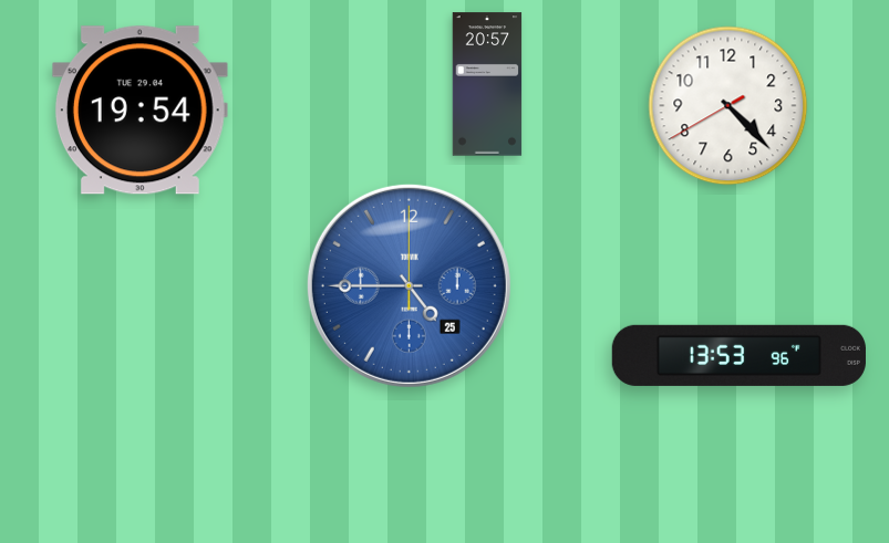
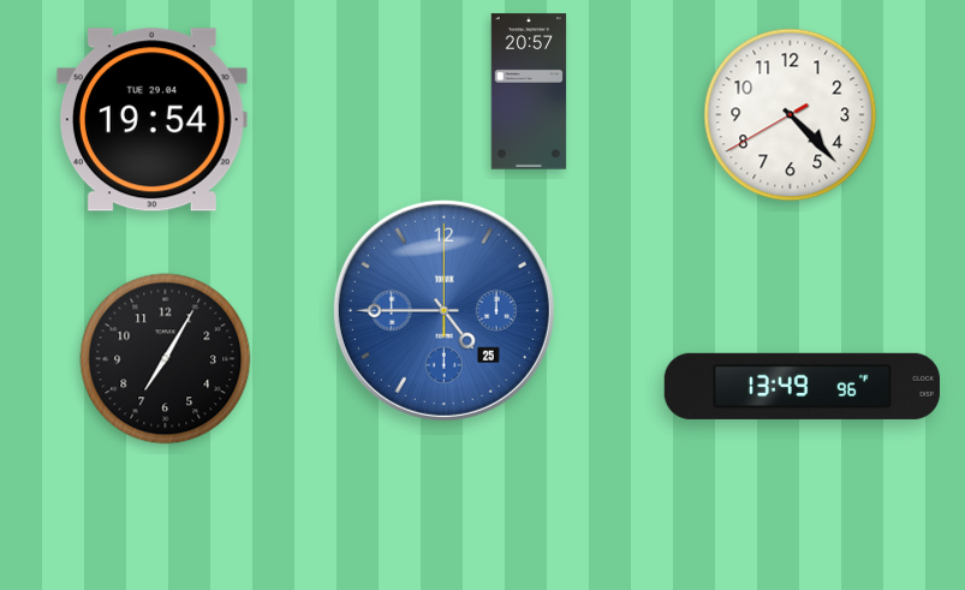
clock at (166, 359): none -> 7:05
clock at (738, 355): 13:53 -> 13:49
